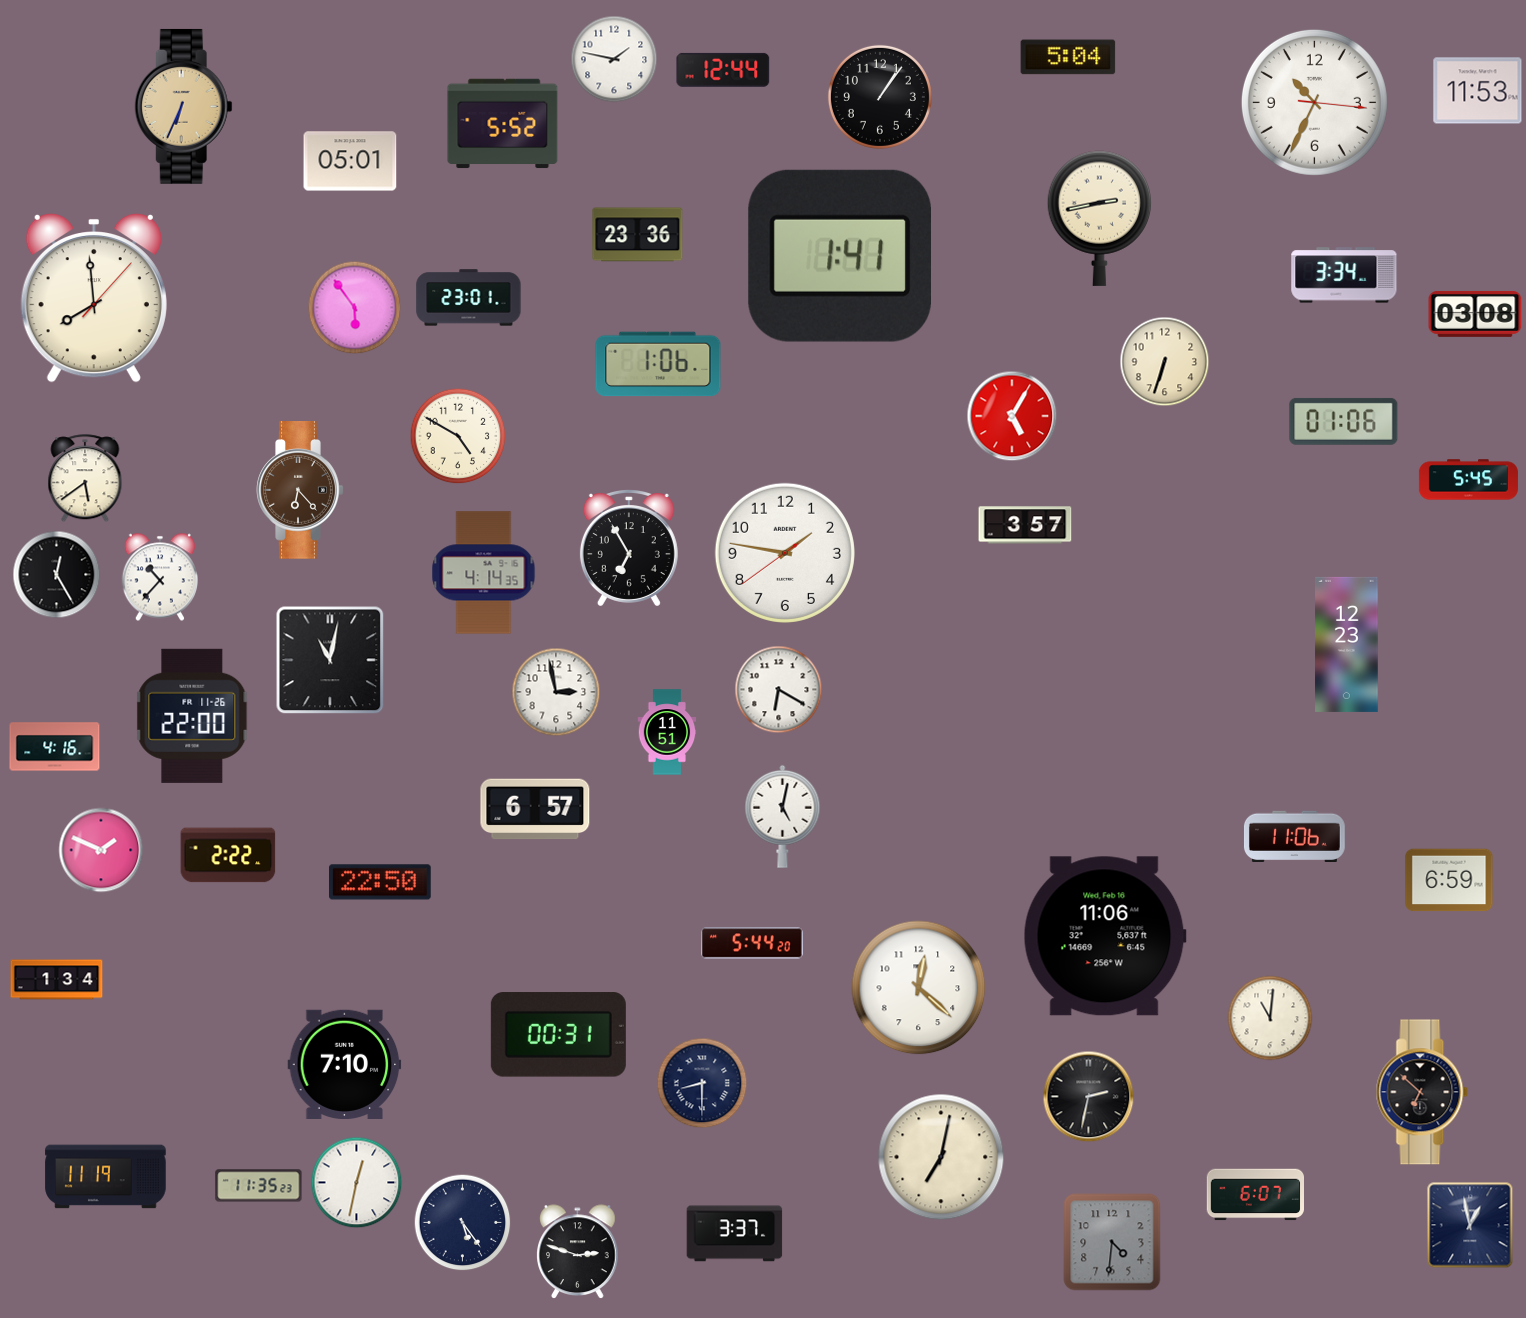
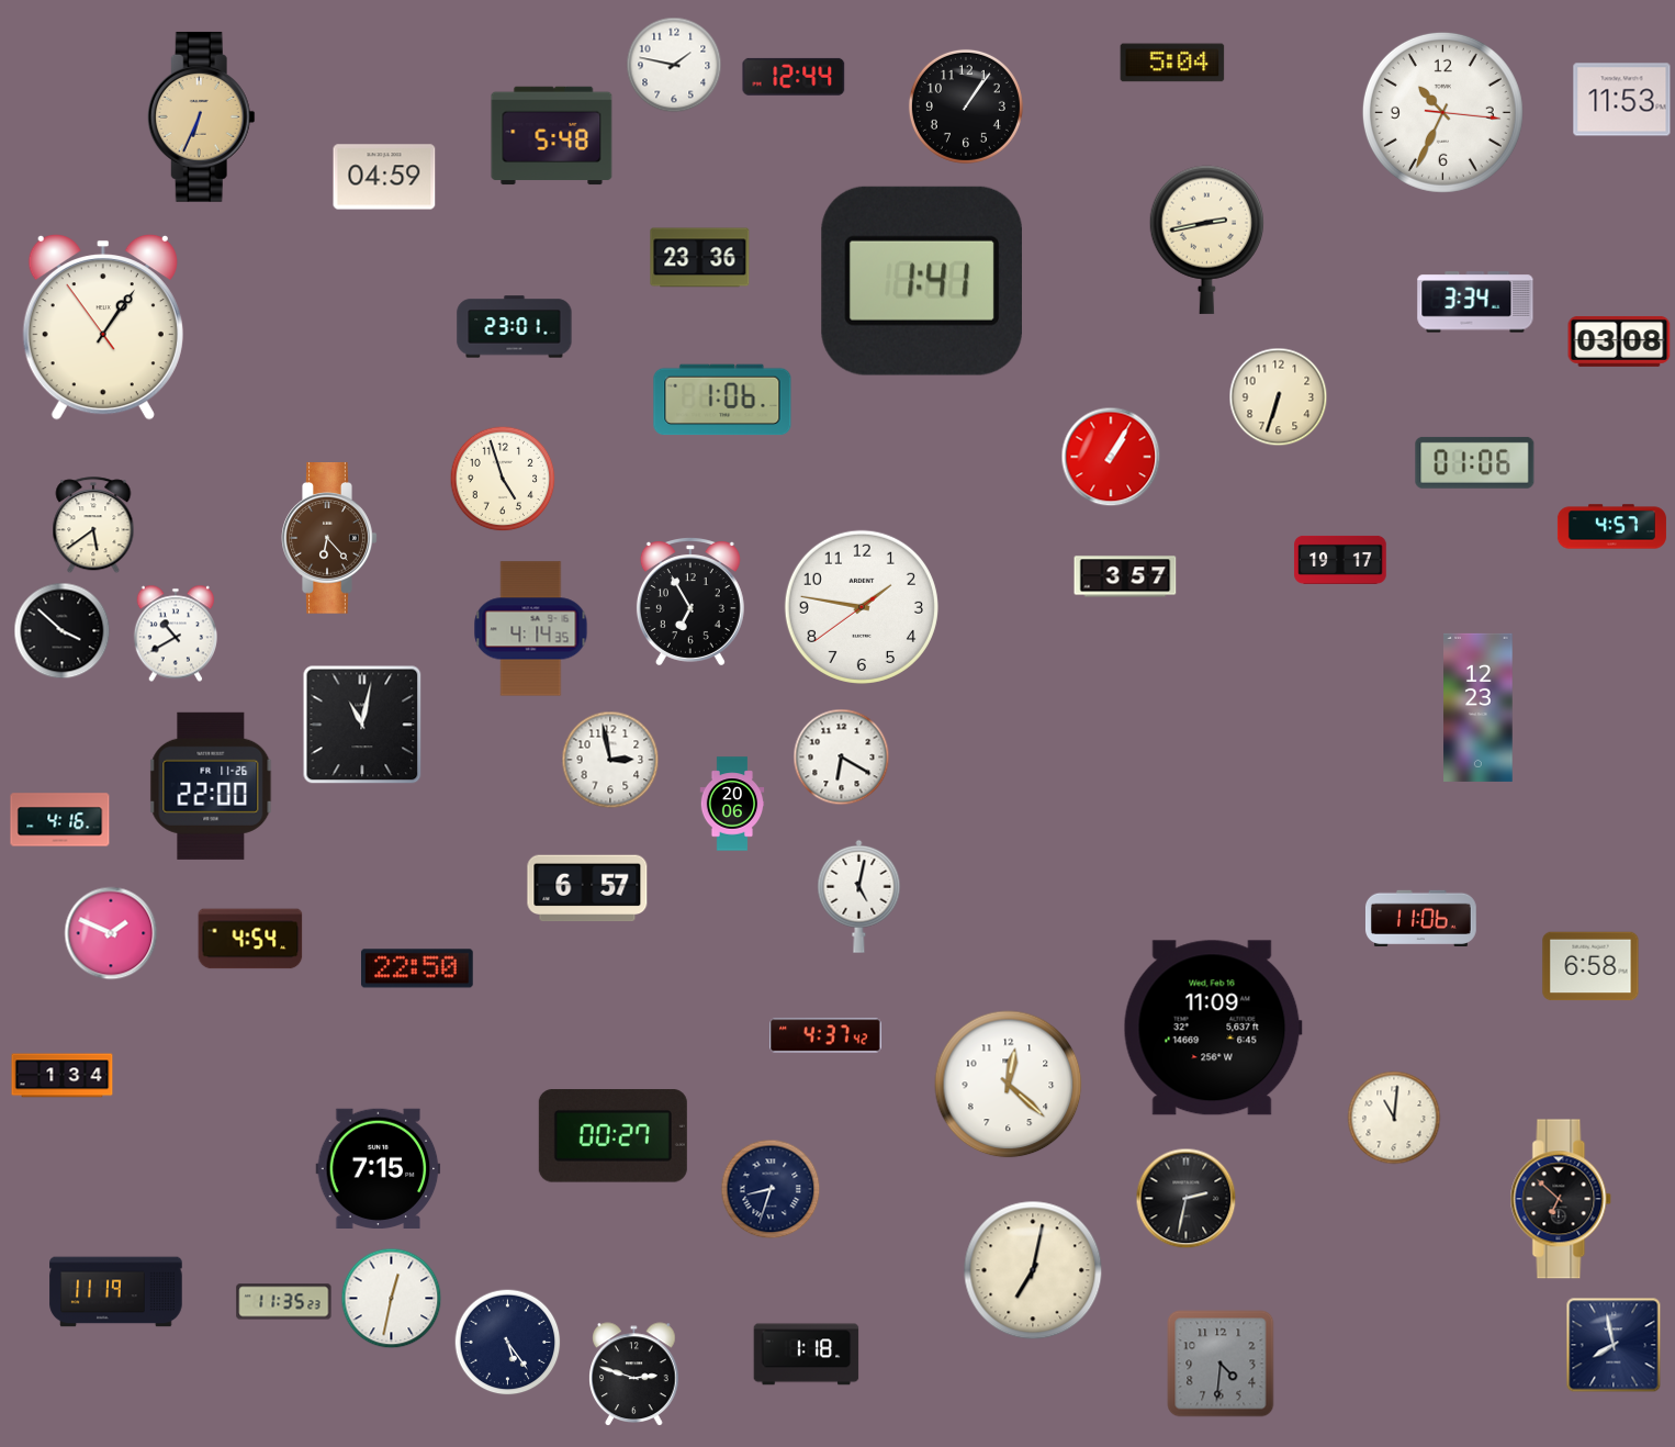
clock at (503, 124): 5:52 -> 5:48
clock at (350, 161): 05:01 -> 04:59
clock at (94, 298): 7:59 -> 1:05
clock at (355, 308): 5:54 -> none
clock at (1475, 314) position: (1475, 314) -> (1619, 341)
clock at (1012, 416): 5:05 -> 1:05
clock at (458, 436): 4:50 -> 4:57
clock at (1468, 480): 5:45 -> 4:57
clock at (1340, 560): none -> 19:17
clock at (57, 575): 12:25 -> 3:52
clock at (159, 577): 10:37 -> 10:40
clock at (779, 690) position: (779, 690) -> (842, 758)
clock at (667, 732): 11:51 -> 20:06
clock at (228, 855): 2:22 -> 4:54
clock at (1449, 880): 6:59 -> 6:58
clock at (1105, 936): 11:06 -> 11:09
clock at (752, 943): 5:44 -> 4:37
clock at (558, 1035): 00:31 -> 00:27
clock at (345, 1064): 7:10 -> 7:15
clock at (702, 1083): 8:30 -> 8:33
clock at (1089, 1097) position: (1089, 1097) -> (1187, 1199)
clock at (1255, 1195): 6:07 -> none
clock at (1470, 1225): 12:58 -> 7:58
clock at (735, 1234): 3:37 -> 1:18
